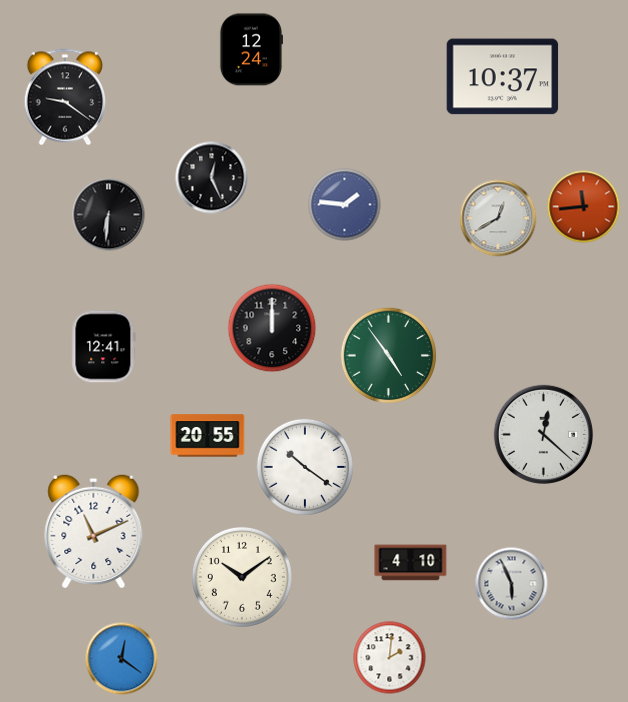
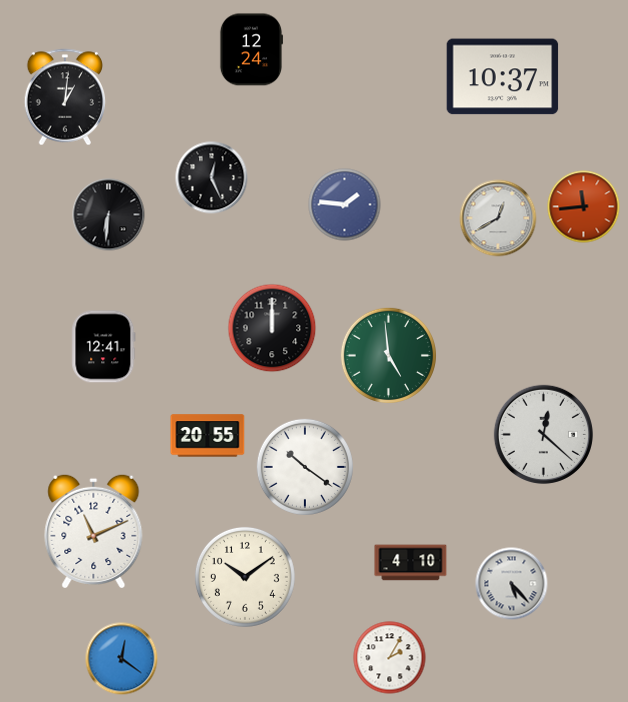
clock at (65, 97): 9:21 -> 1:01
clock at (388, 355): 4:54 -> 4:59
clock at (242, 577) position: (242, 577) -> (245, 577)
clock at (512, 584): 5:56 -> 5:23
clock at (390, 658): 2:01 -> 2:05
